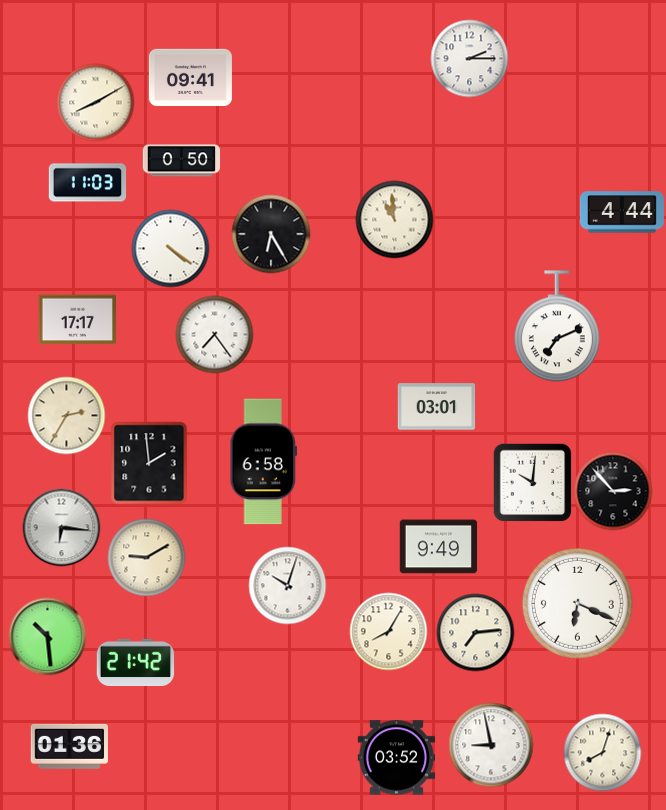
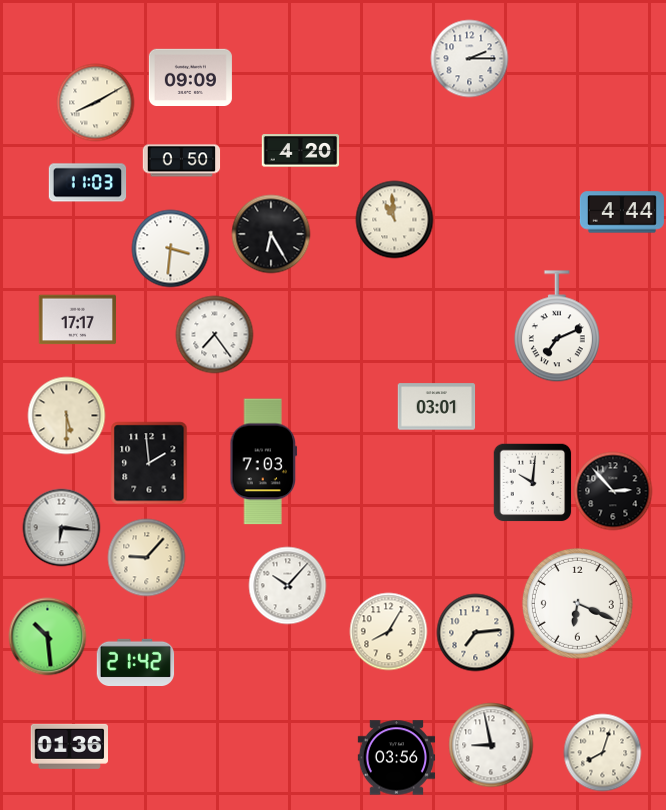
clock at (190, 77): 09:41 -> 09:09
clock at (300, 151): none -> 4:20
clock at (170, 248): 4:21 -> 3:31
clock at (66, 415): 2:35 -> 5:30
clock at (264, 462): 6:58 -> 7:03
clock at (438, 547): 9:49 -> none
clock at (146, 557): 9:10 -> 9:07
clock at (287, 585): 10:03 -> 10:07
clock at (396, 758): 03:52 -> 03:56
